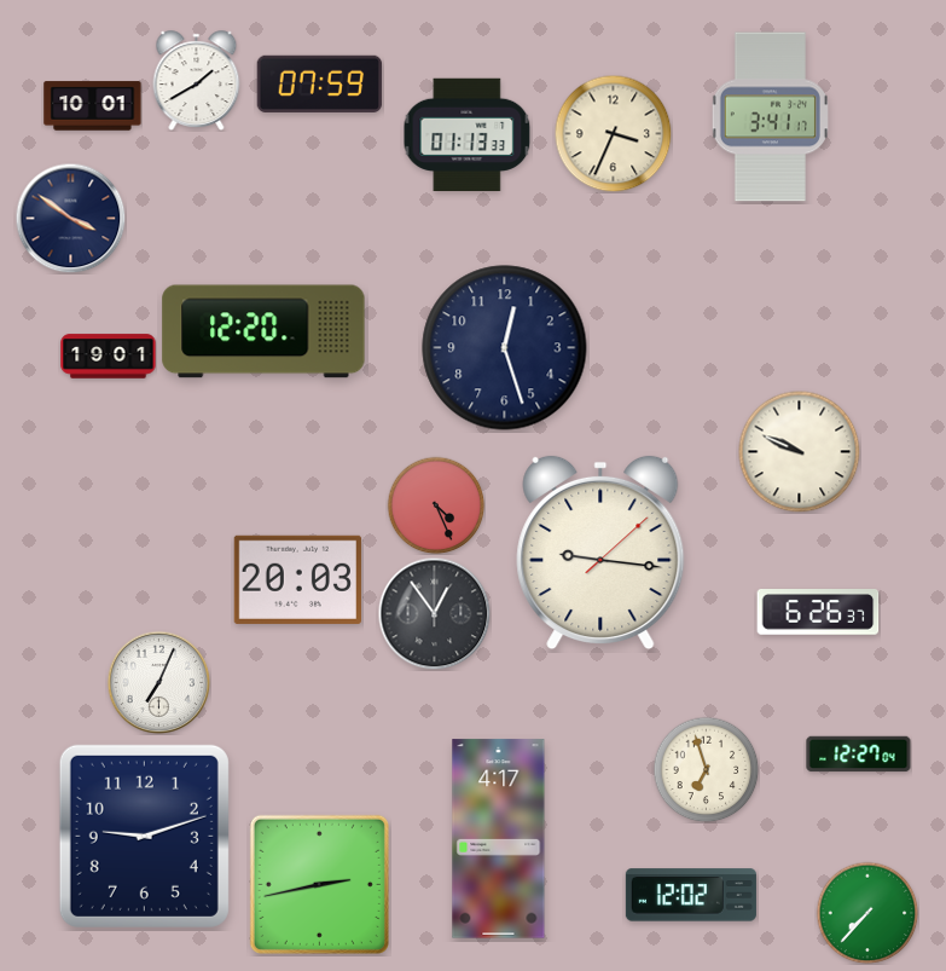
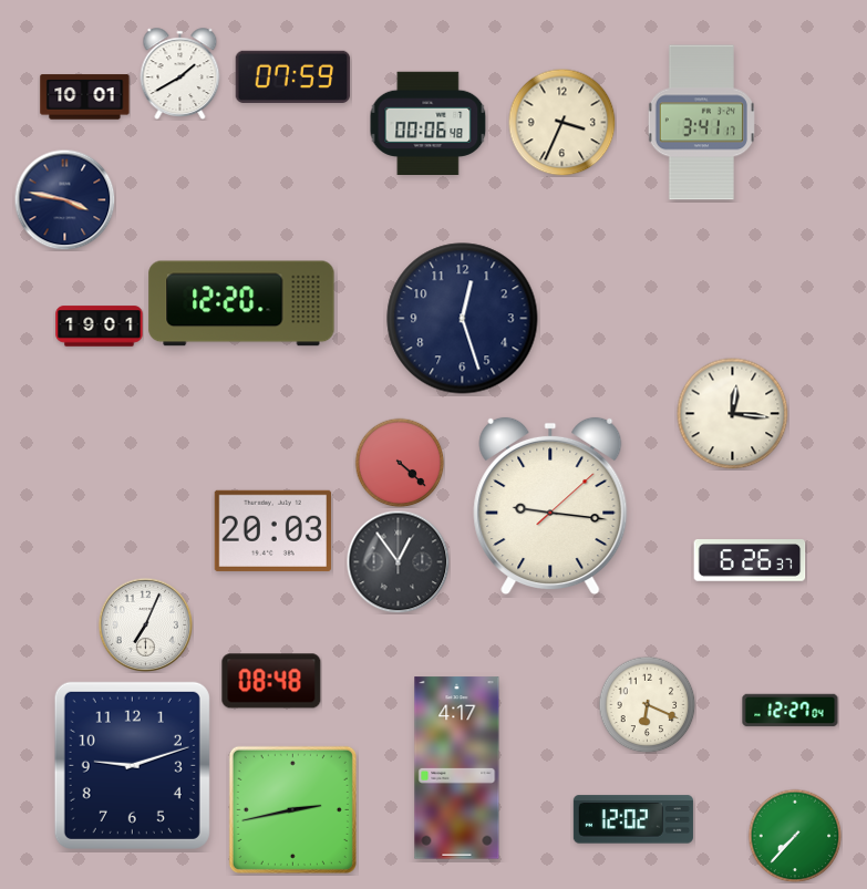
clock at (770, 117) position: (770, 117) -> (701, 123)
clock at (468, 135): 01:13 -> 00:06
clock at (70, 218): 3:51 -> 3:47
clock at (800, 452): 9:49 -> 12:16
clock at (436, 505): 4:26 -> 4:22
clock at (271, 681): none -> 08:48
clock at (859, 755) position: (859, 755) -> (791, 711)
clock at (706, 769): 6:57 -> 6:19
